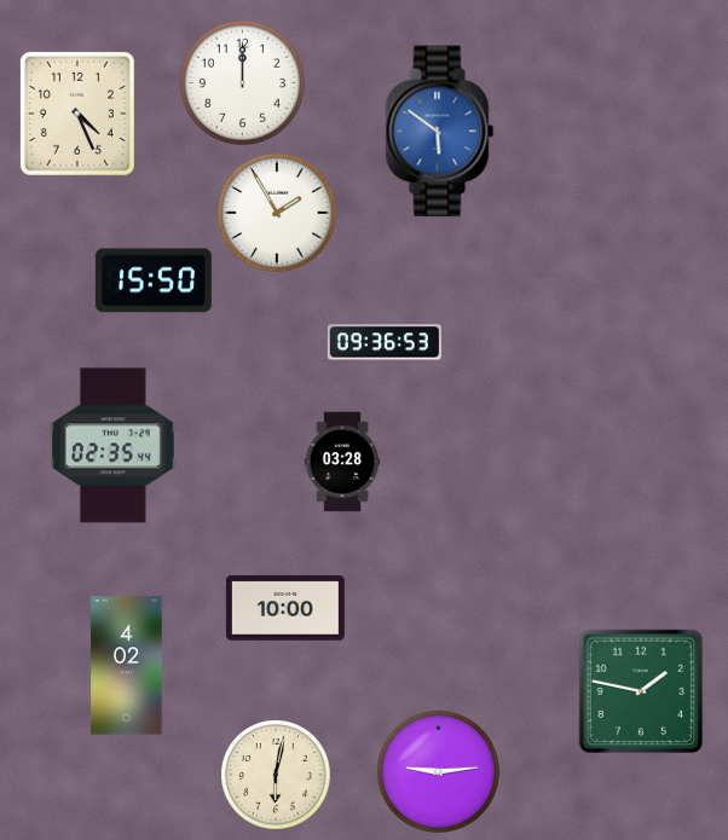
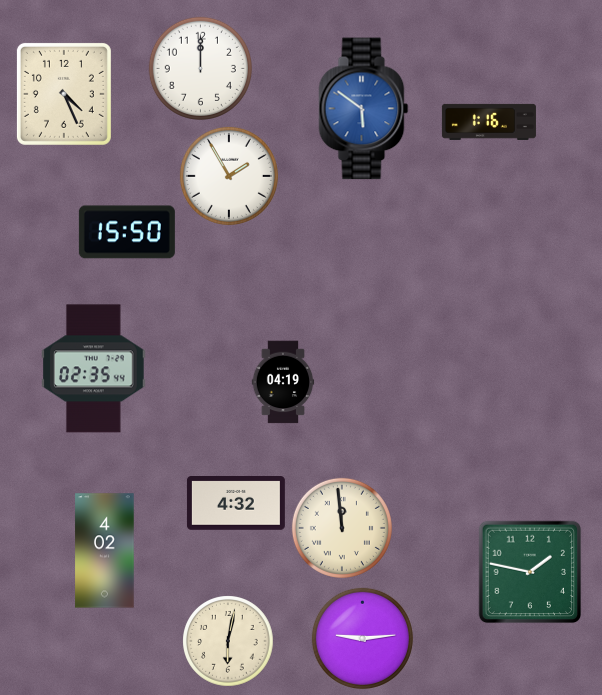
clock at (489, 122): none -> 1:16
clock at (385, 342): 09:36 -> none
clock at (342, 462): 03:28 -> 04:19
clock at (285, 609): 10:00 -> 4:32
clock at (342, 528): none -> 11:59
